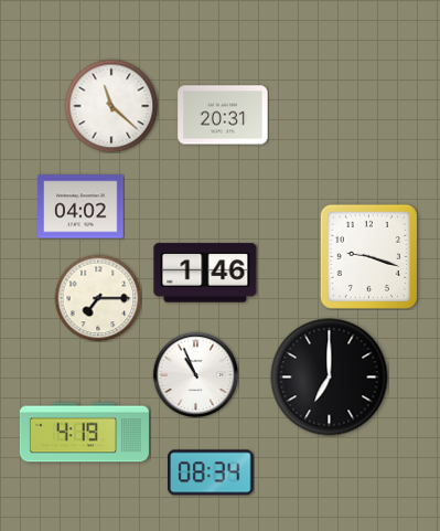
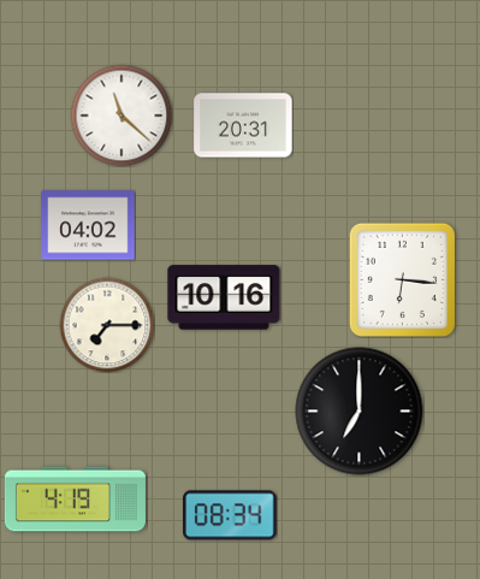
clock at (368, 256): 9:18 -> 6:16
clock at (205, 273): 1:46 -> 10:16
clock at (195, 374): 10:56 -> none
clock at (84, 433) position: (84, 433) -> (75, 500)
